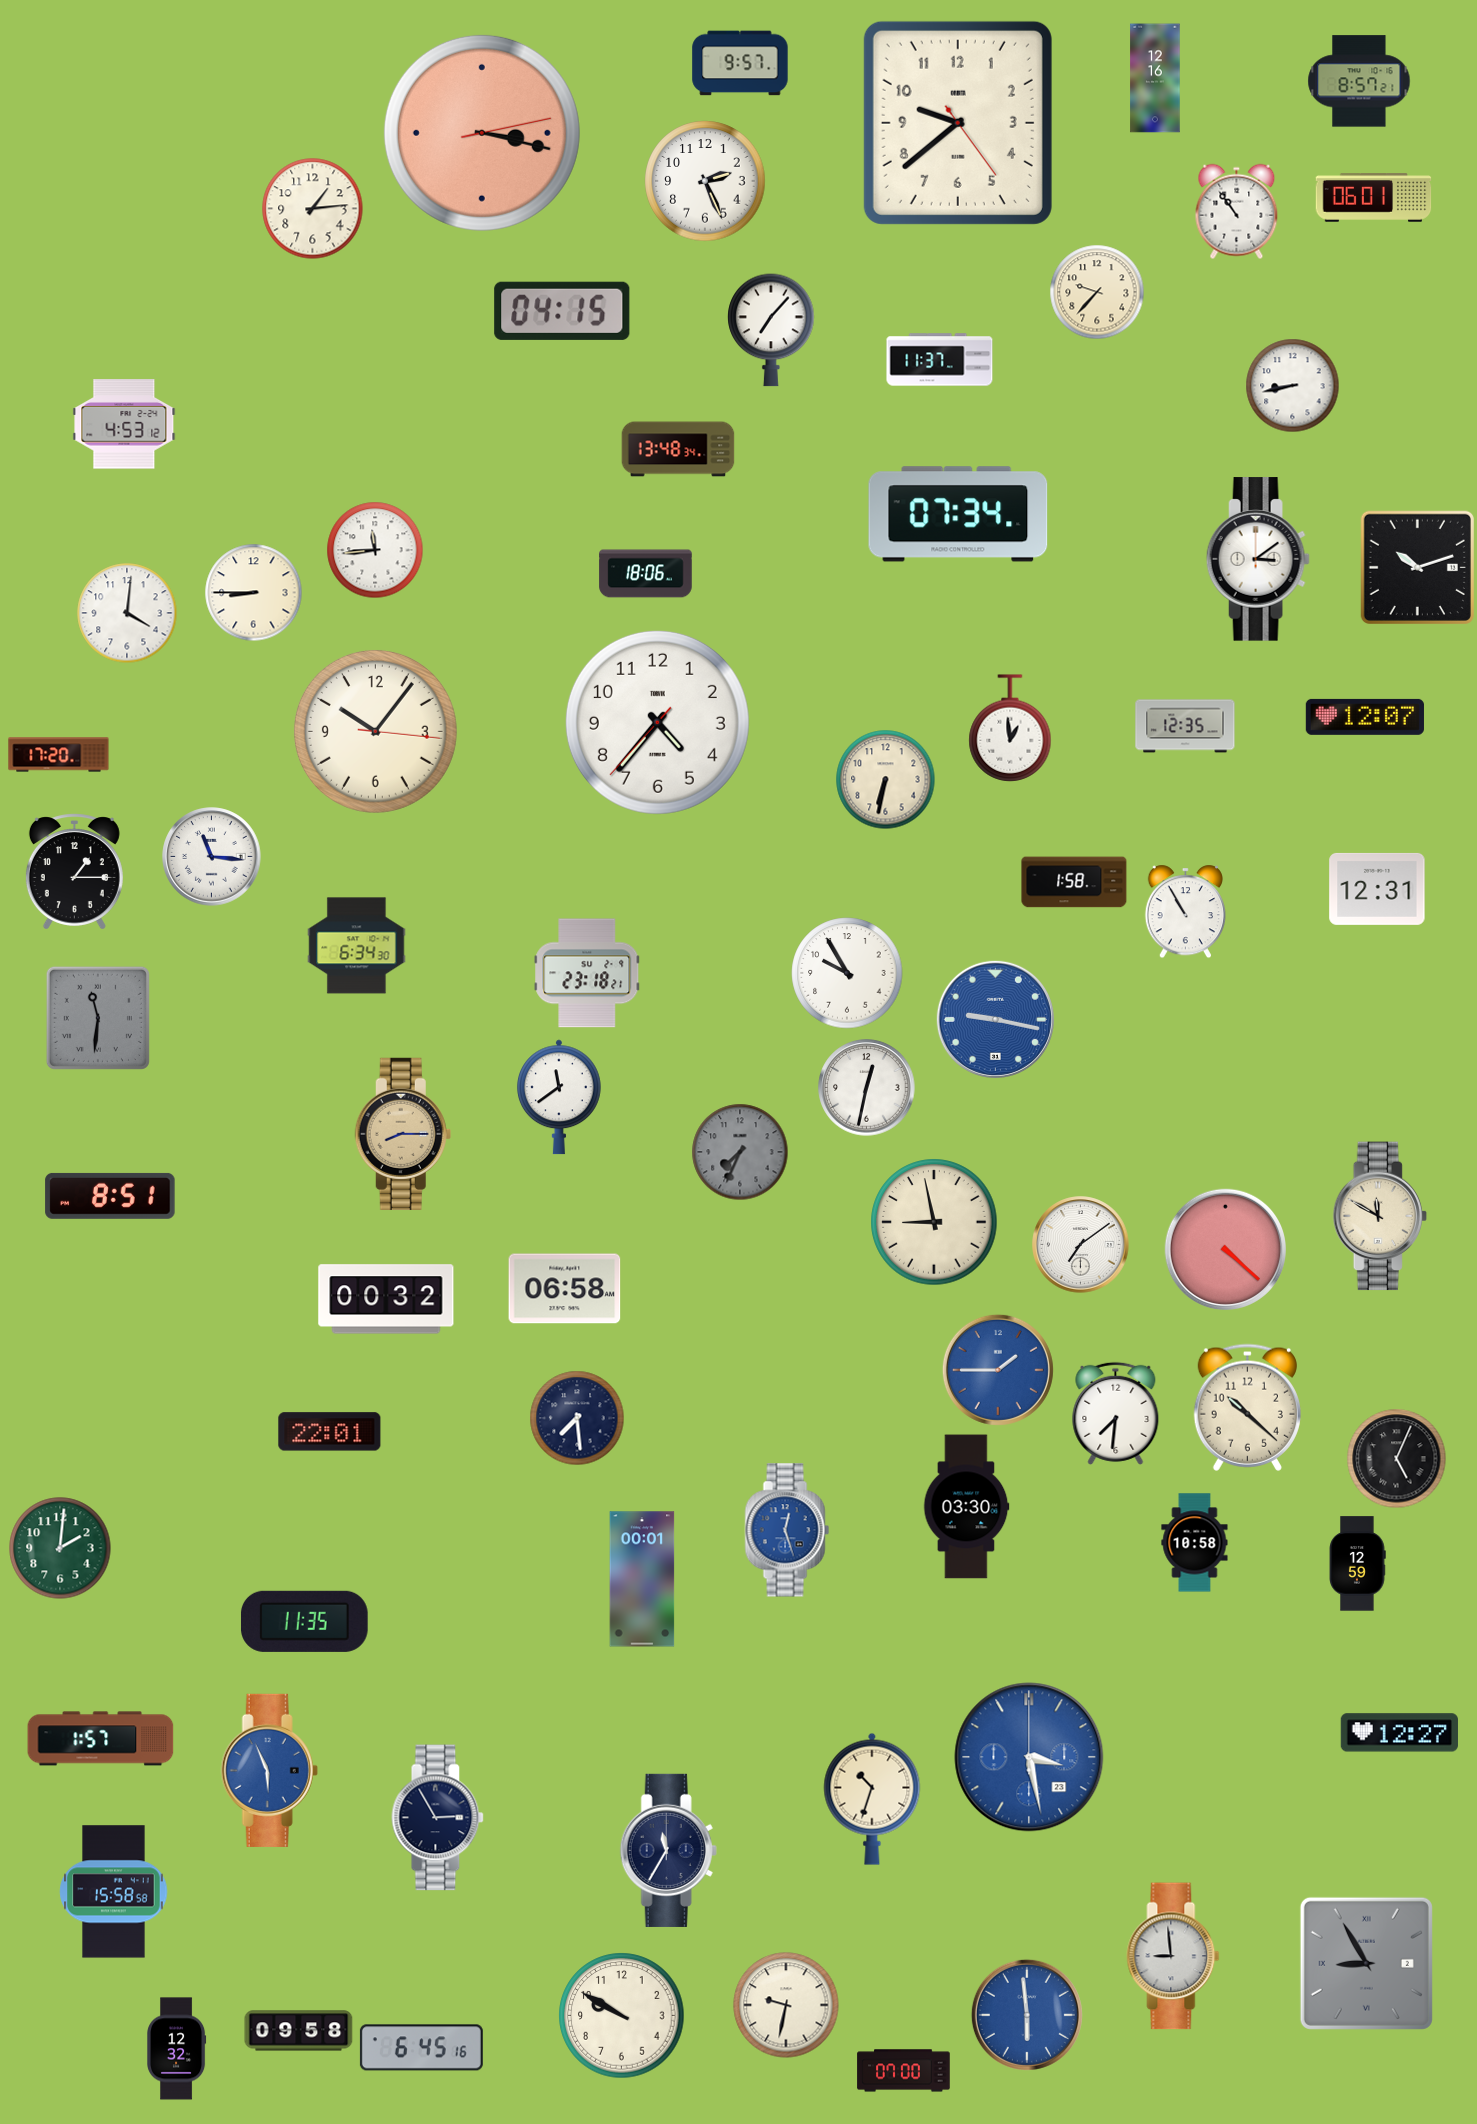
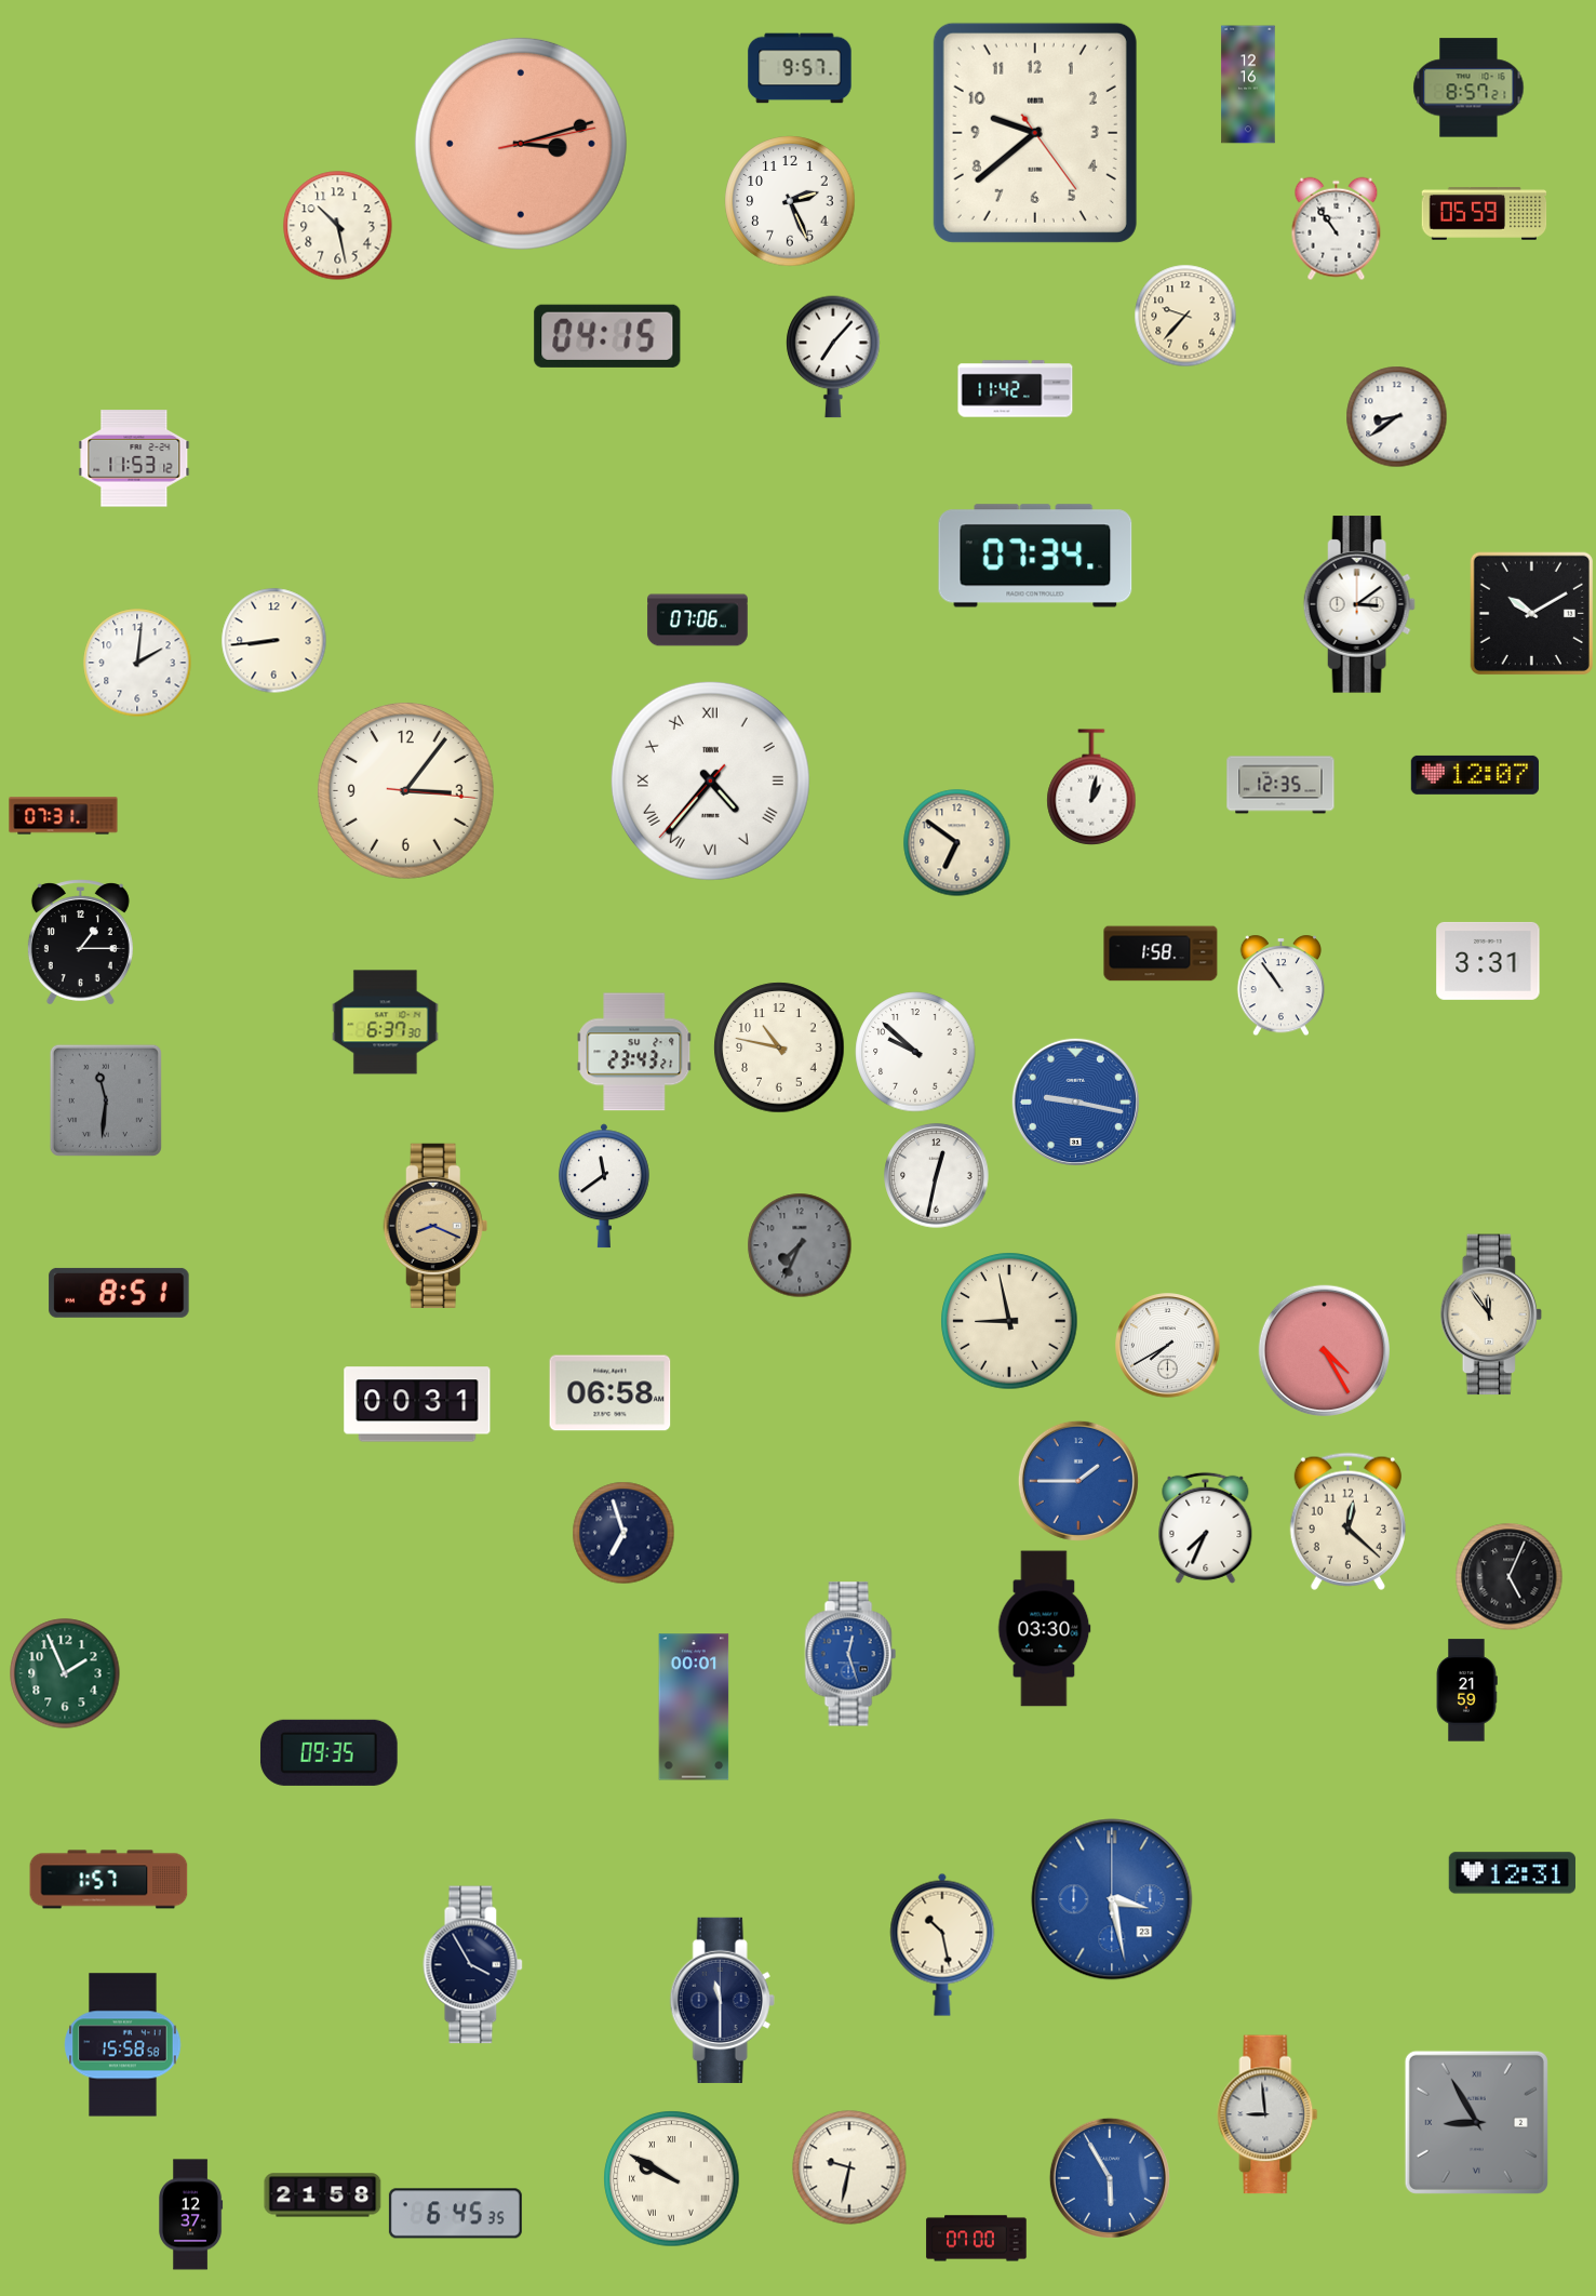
clock at (482, 133): 3:17 -> 3:12
clock at (705, 181) position: (705, 181) -> (790, 201)
clock at (1374, 198): 06:01 -> 05:59
clock at (313, 209): 1:14 -> 10:28
clock at (940, 360): 11:37 -> 11:42
clock at (1293, 386): 8:43 -> 8:39
clock at (124, 424): 4:53 -> 11:53
clock at (678, 449): 13:48 -> none
clock at (375, 550): 11:44 -> none
clock at (1417, 567): 10:12 -> 10:10
clock at (646, 574): 18:06 -> 07:06
clock at (254, 593): 8:45 -> 8:44
clock at (127, 613): 4:01 -> 2:01
clock at (657, 722) numerals: Arabic -> Roman
clock at (1010, 728): 12:59 -> 1:02
clock at (375, 731): 10:06 -> 3:06
clock at (59, 755): 17:20 -> 07:31
clock at (886, 780): 6:32 -> 6:51
clock at (212, 857): 11:16 -> none
clock at (1377, 889): 12:31 -> 3:31
clock at (1185, 912): 10:55 -> 10:54
clock at (357, 946): 6:34 -> 6:37
clock at (779, 1047): none -> 10:47
clock at (587, 973): 23:18 -> 23:43
clock at (847, 973): 9:55 -> 9:52
clock at (403, 1134): 8:15 -> 8:19
clock at (1380, 1216): 11:50 -> 11:54
clock at (1081, 1245): 7:09 -> 7:40
clock at (1225, 1249): 4:22 -> 4:25
clock at (386, 1299): 00:32 -> 00:31
clock at (1247, 1407): 10:22 -> 12:22
clock at (1116, 1413): 7:31 -> 7:34
clock at (577, 1418): 7:29 -> 6:57
clock at (330, 1432): 22:01 -> none
clock at (1195, 1543): 10:58 -> none
clock at (60, 1548): 2:01 -> 1:56
clock at (1357, 1564): 12:59 -> 21:59
clock at (305, 1621): 11:35 -> 09:35
clock at (1399, 1733): 12:27 -> 12:31
clock at (269, 1770): 5:56 -> none
clock at (872, 1799): 10:33 -> 10:28
clock at (438, 1818): 2:55 -> 3:55
clock at (668, 1850): 11:35 -> 11:30
clock at (1027, 2015): 5:59 -> 5:55
clock at (622, 2016) numerals: Arabic -> Roman
clock at (299, 2031): 09:58 -> 21:58
clock at (421, 2048): 6:45:16 -> 6:45:35
clock at (177, 2049): 12:32 -> 12:37
